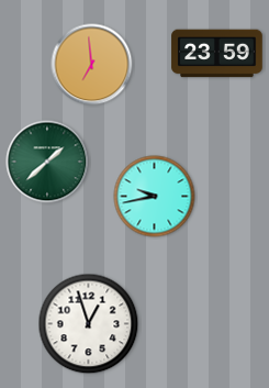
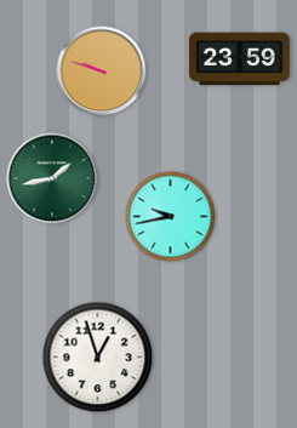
clock at (92, 65): 6:59 -> 9:48
clock at (47, 162): 1:38 -> 1:43
